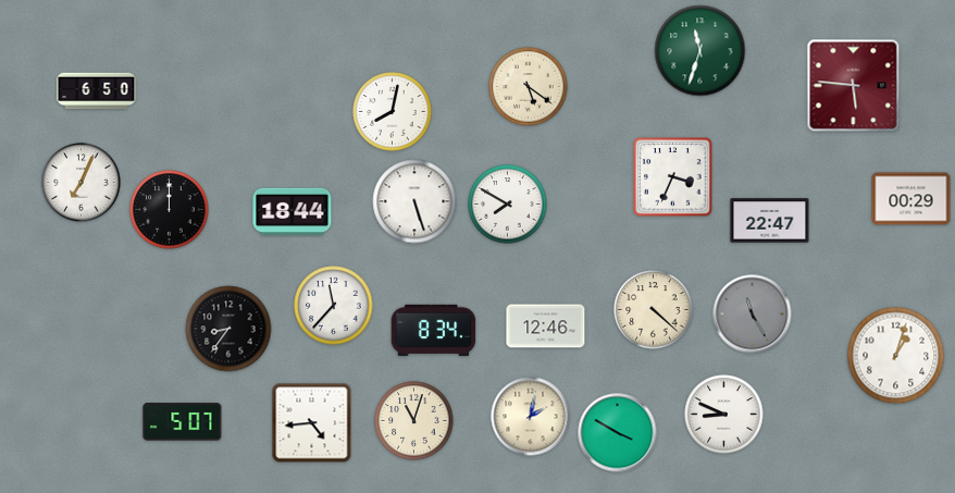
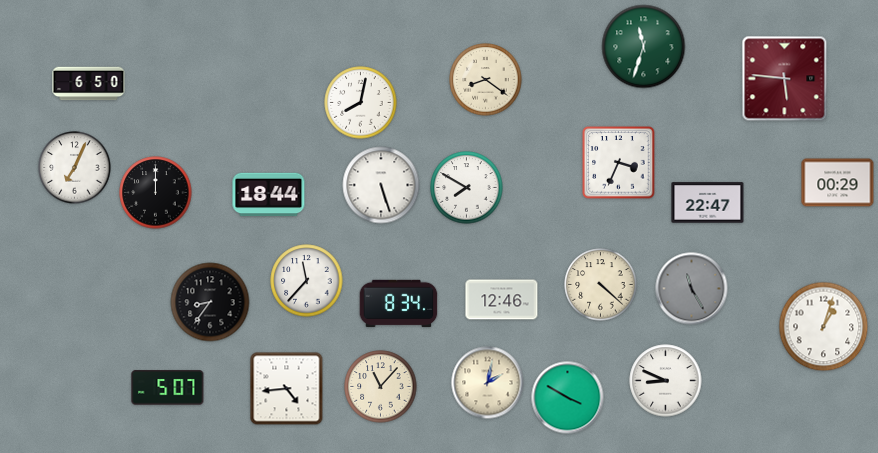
clock at (529, 87): 5:21 -> 8:21
clock at (414, 421): 11:03 -> 11:07
